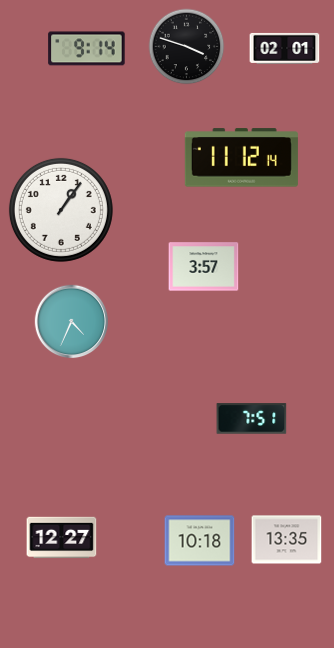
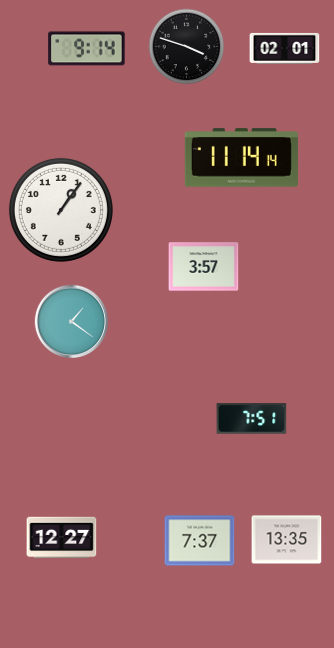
clock at (241, 158): 11:12 -> 11:14
clock at (72, 322): 4:34 -> 1:21
clock at (200, 541): 10:18 -> 7:37
